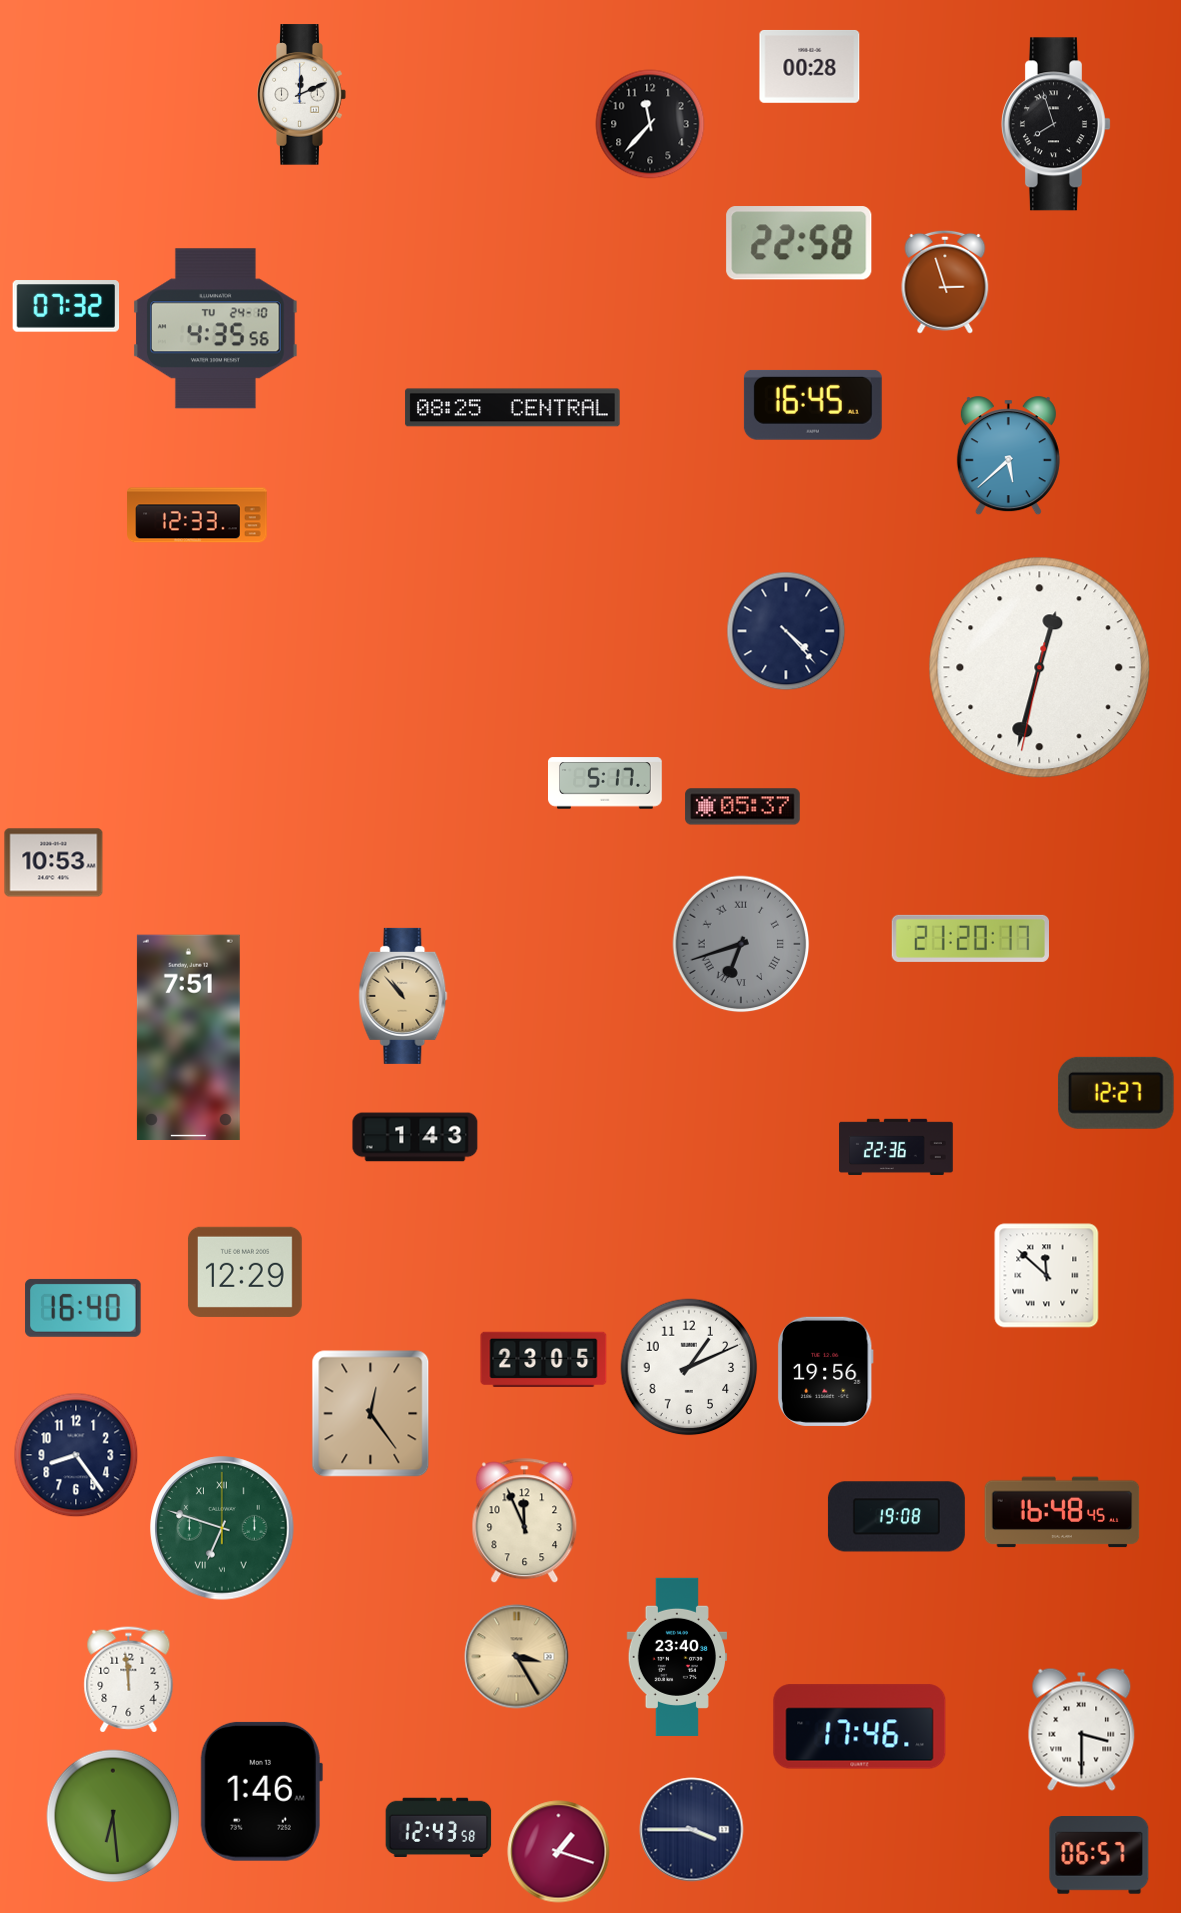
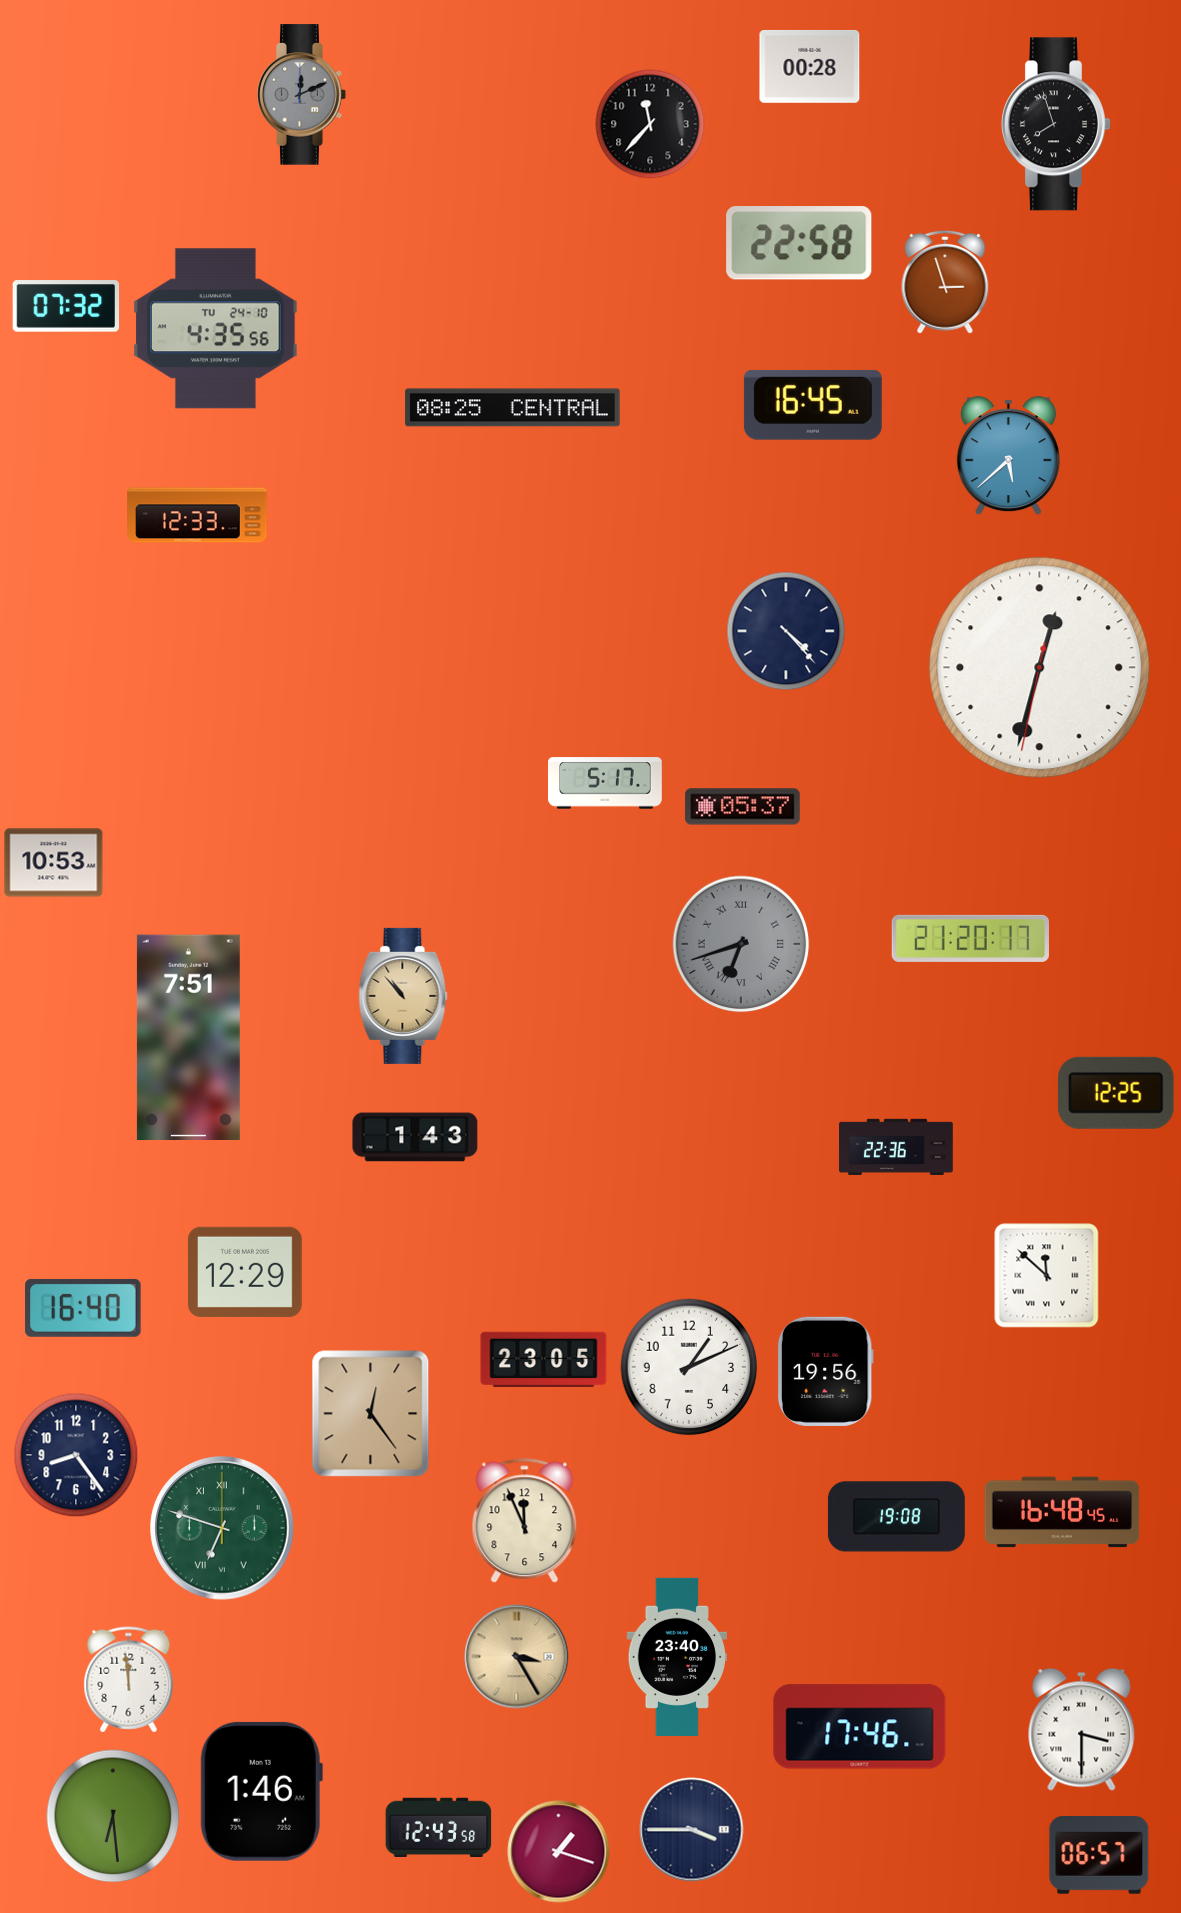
clock at (302, 95) dial: white -> grey
clock at (1116, 1093): 12:27 -> 12:25
